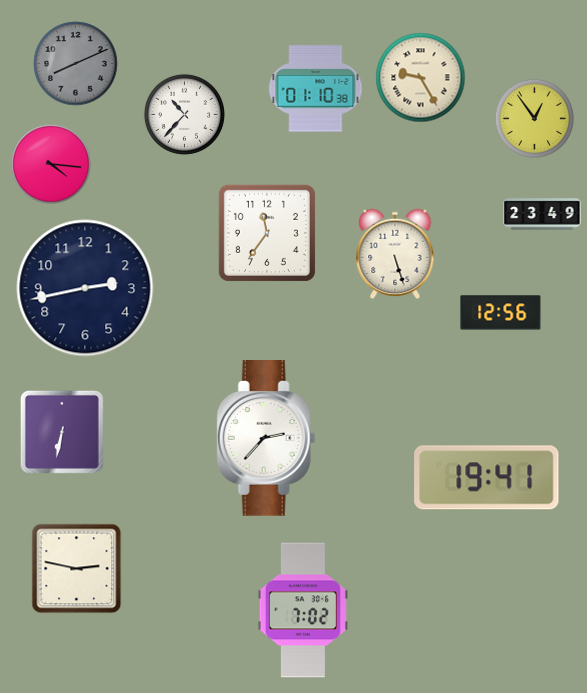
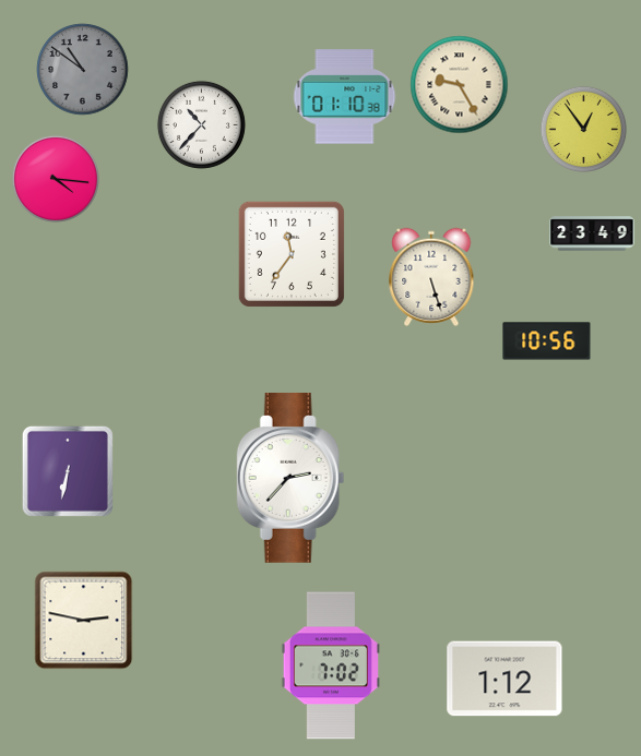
clock at (76, 64): 8:11 -> 10:51
clock at (85, 288): 2:43 -> none
clock at (501, 313): 12:56 -> 10:56
clock at (487, 478): 19:41 -> none
clock at (505, 679): none -> 1:12
